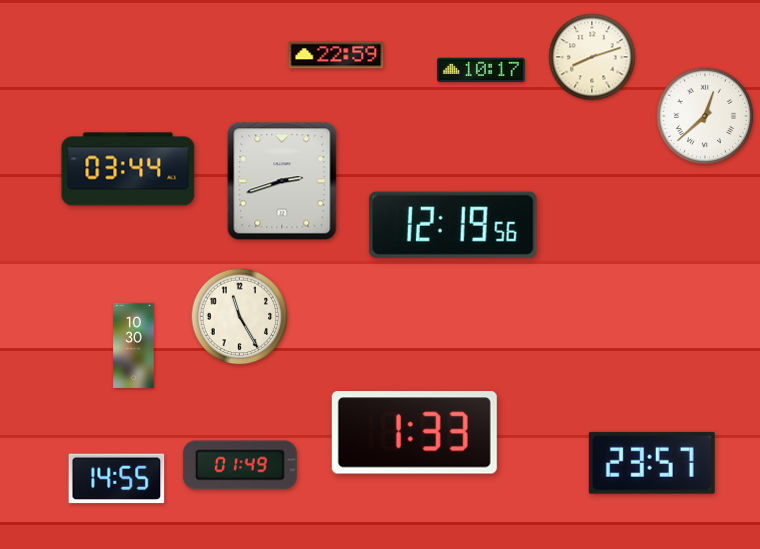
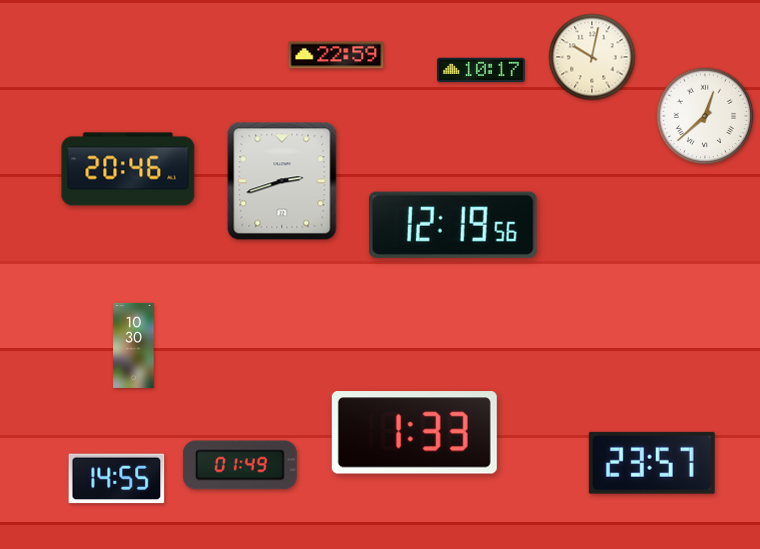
clock at (592, 57): 8:12 -> 10:02
clock at (128, 169): 03:44 -> 20:46
clock at (240, 317): 11:25 -> none
